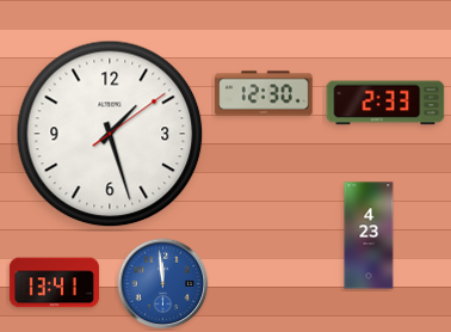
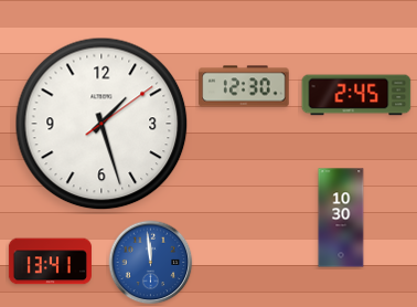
clock at (385, 103): 2:33 -> 2:45
clock at (369, 235): 4:23 -> 10:30
